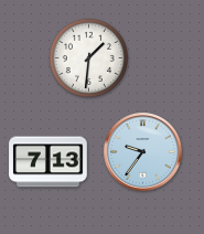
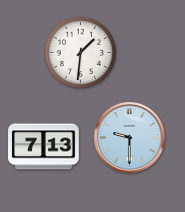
clock at (143, 152): 9:36 -> 9:30
